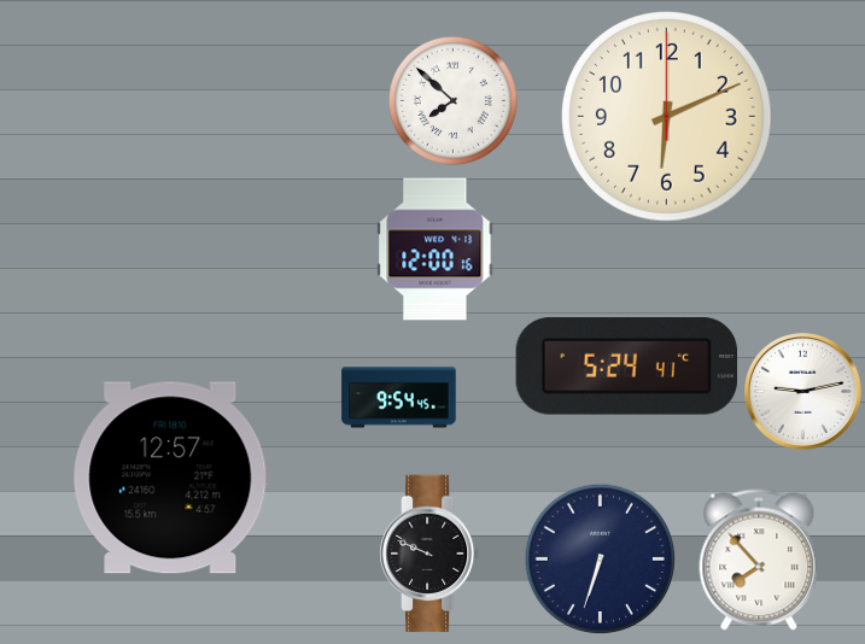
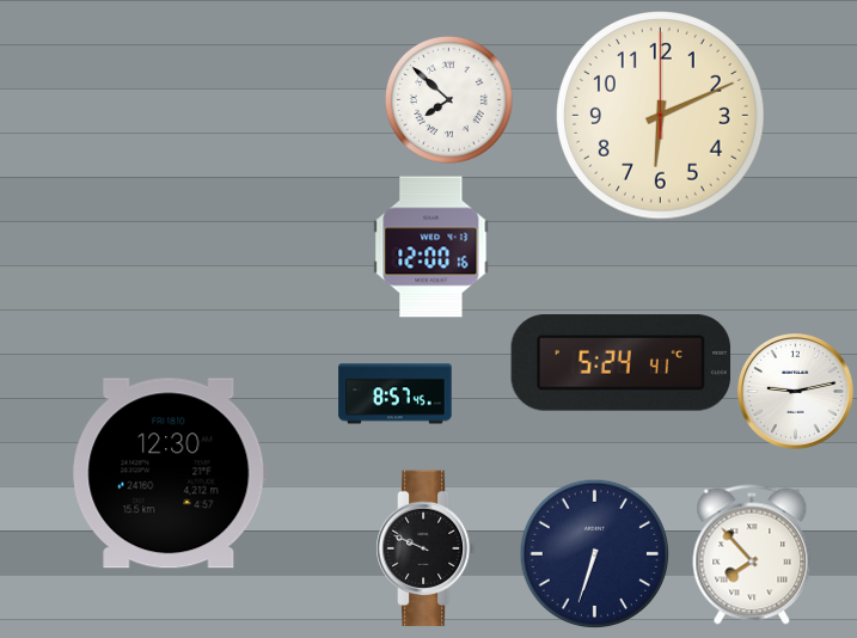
clock at (803, 392) position: (803, 392) -> (796, 392)
clock at (399, 398): 9:54 -> 8:57
clock at (171, 478): 12:57 -> 12:30
